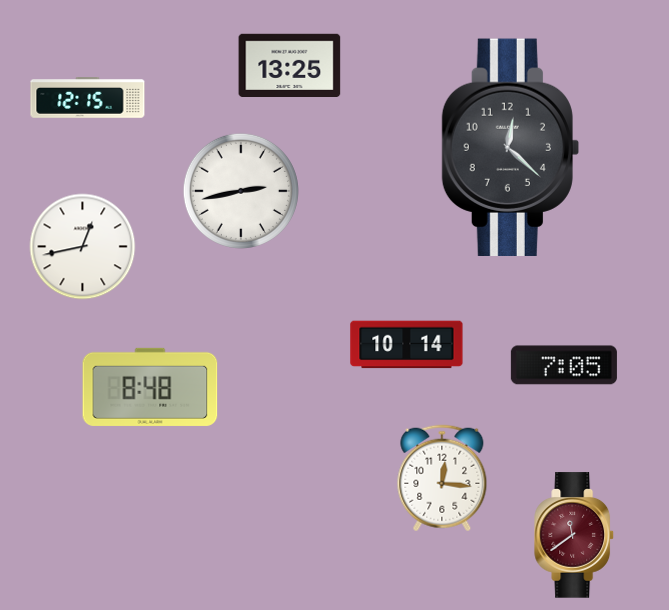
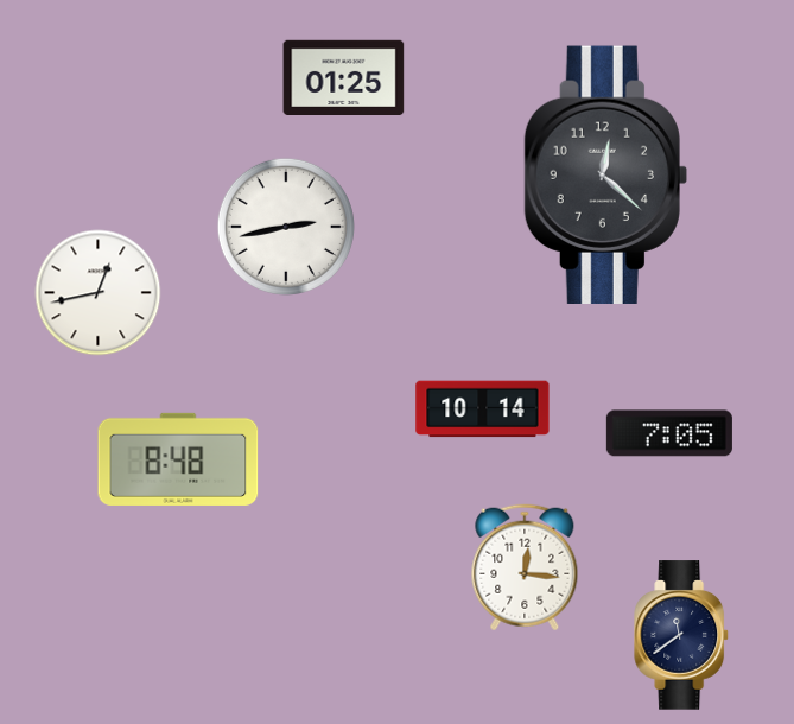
clock at (290, 65): 13:25 -> 01:25
clock at (88, 98): 12:15 -> none
clock at (575, 535) dial: burgundy -> navy
